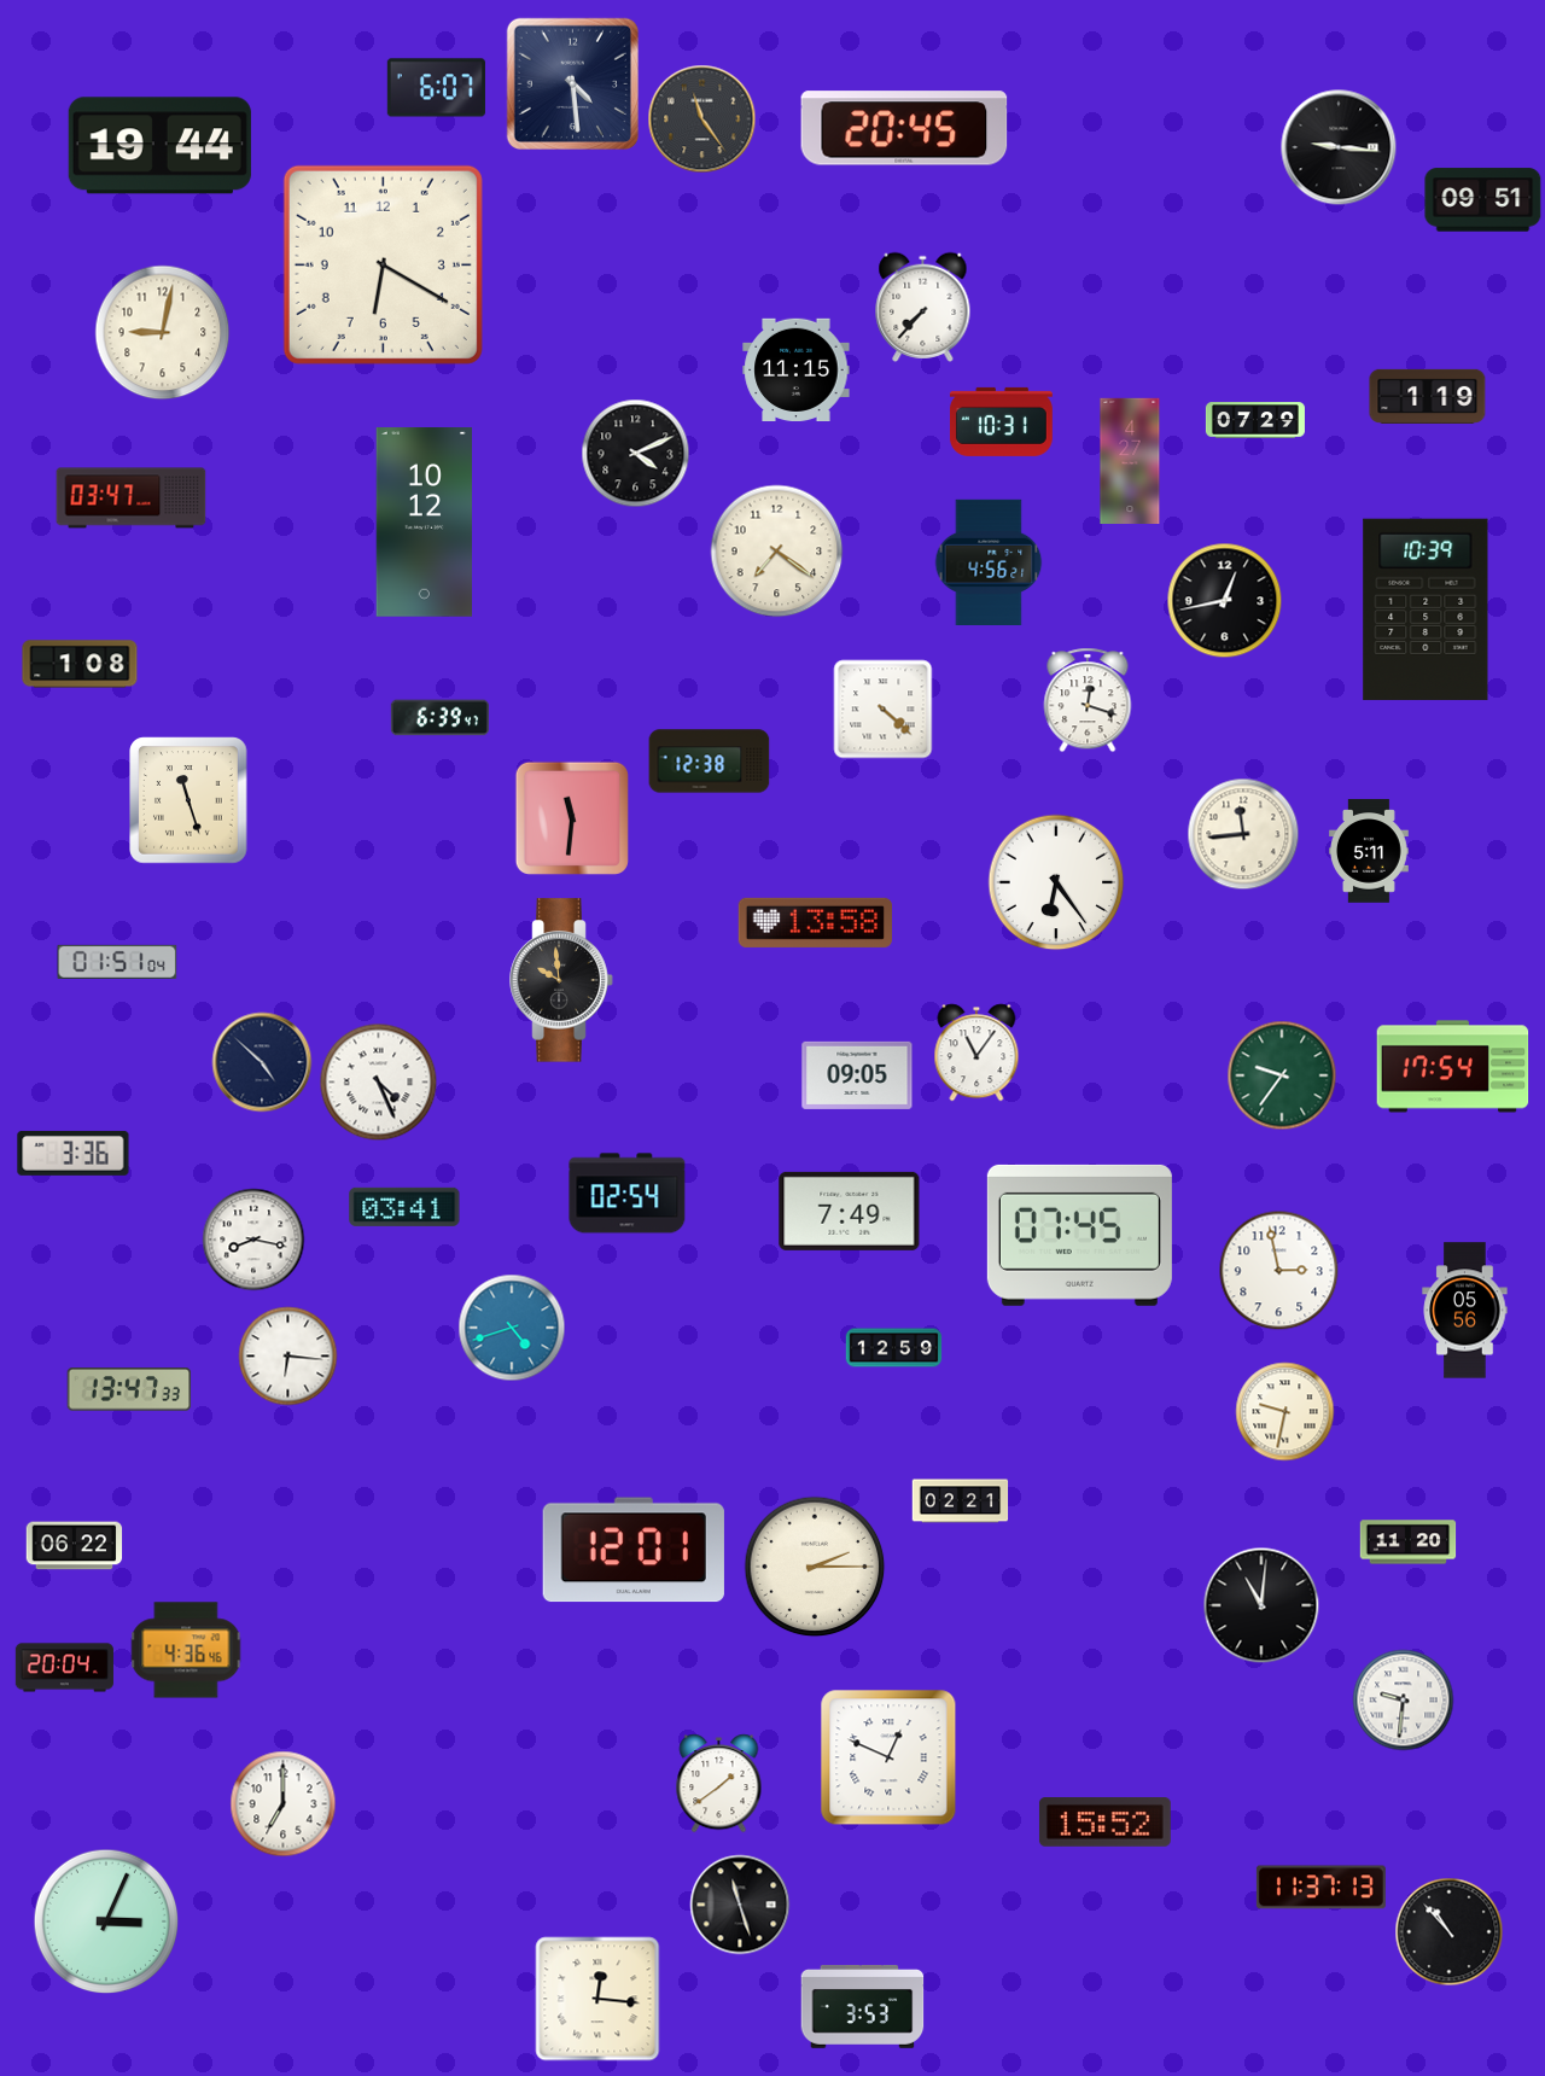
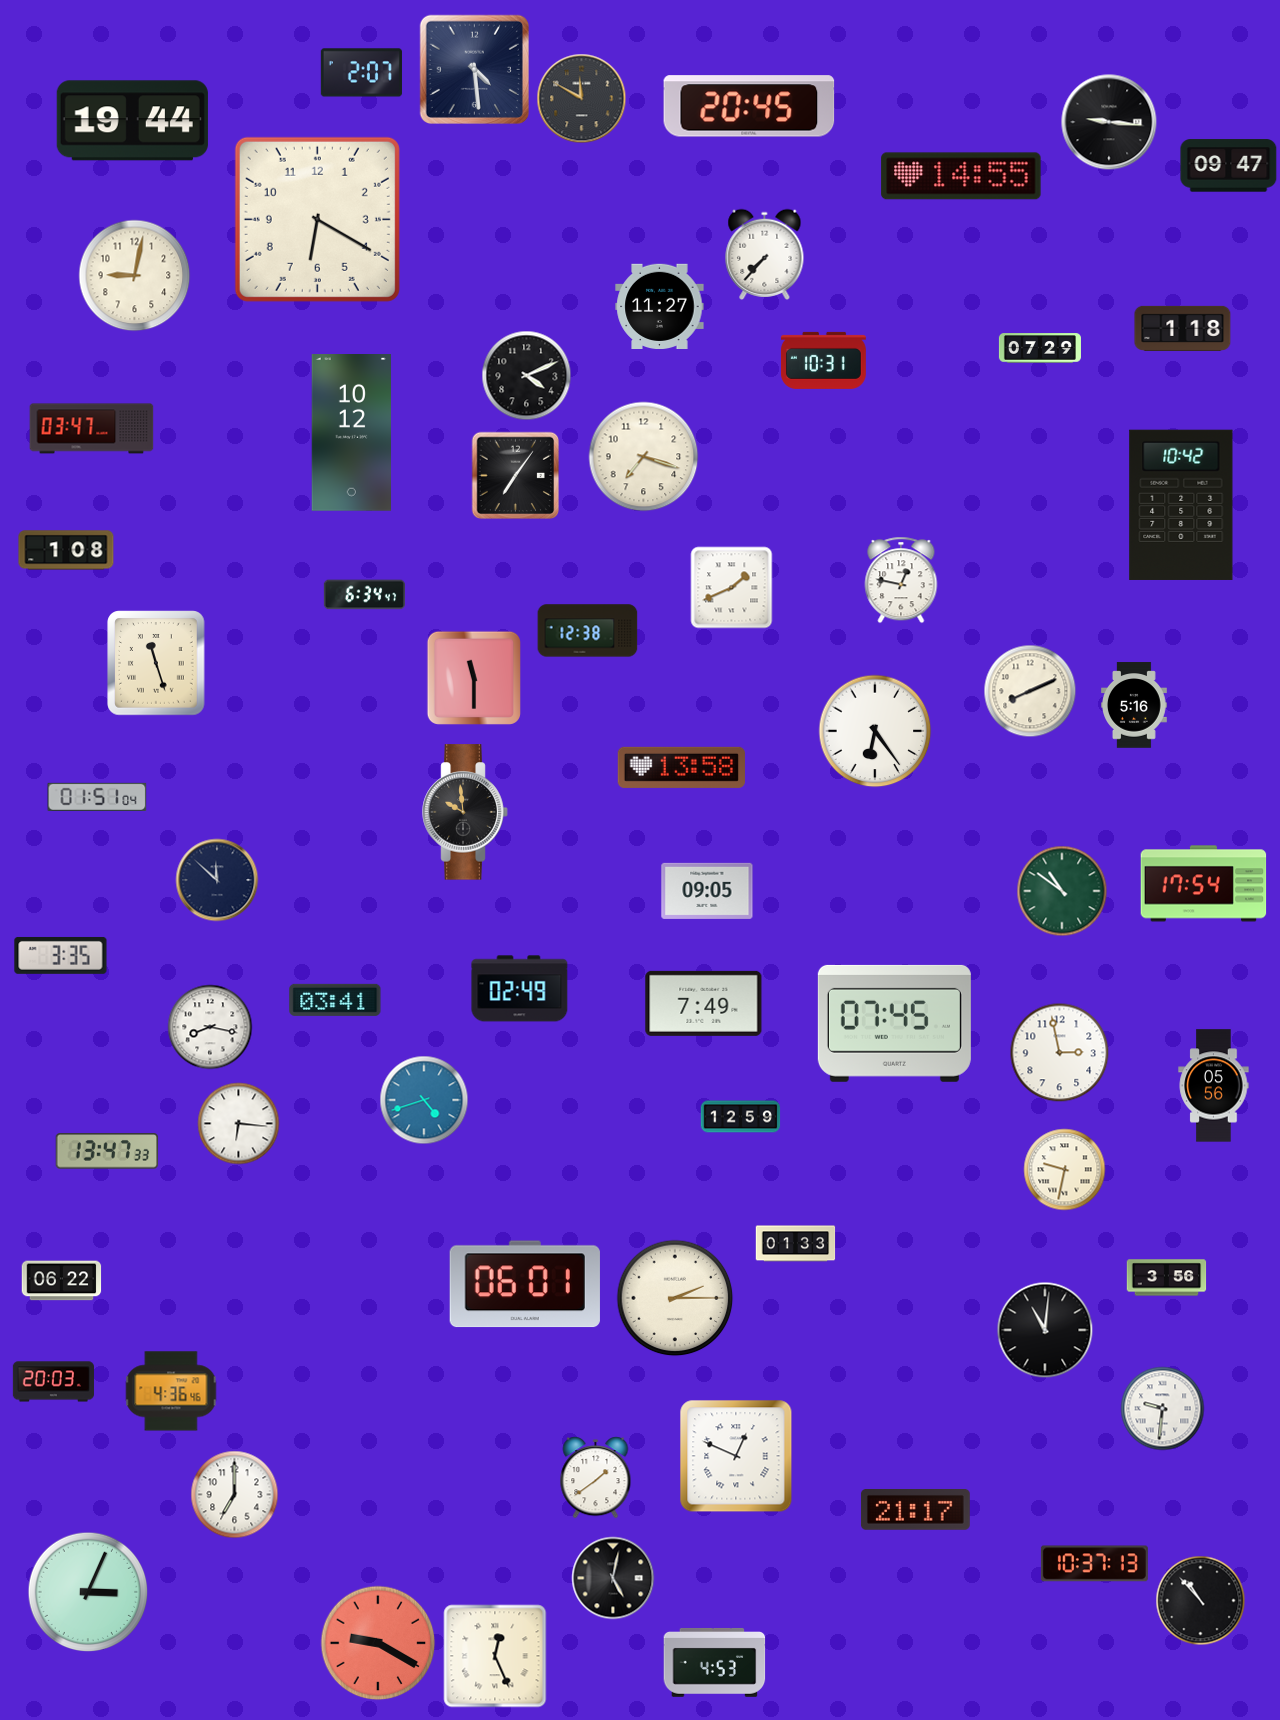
clock at (436, 88): 6:07 -> 2:07
clock at (702, 119): 11:24 -> 11:50
clock at (1483, 200): 09:51 -> 09:47
clock at (961, 176): none -> 14:55
clock at (797, 369): 11:15 -> 11:27
clock at (1428, 396): 1:19 -> 1:18
clock at (1002, 421) position: (1002, 421) -> (824, 360)
clock at (1130, 460): 4:27 -> none
clock at (132, 498) position: (132, 498) -> (92, 429)
clock at (777, 552): 7:21 -> 7:18
clock at (989, 561): 4:56 -> none
clock at (516, 476): none -> 7:06
clock at (1225, 601): 12:43 -> none
clock at (1426, 610): 10:39 -> 10:42
clock at (1088, 700): 12:18 -> 12:47
clock at (884, 710): 4:22 -> 1:41
clock at (439, 718): 6:39 -> 6:34
clock at (572, 818): 11:31 -> 11:30
clock at (1243, 834): 11:44 -> 8:11
clock at (1370, 851): 5:11 -> 5:16
clock at (815, 922) position: (815, 922) -> (681, 767)
clock at (976, 1052): 11:06 -> none
clock at (262, 1062): 4:52 -> 11:52
clock at (857, 1075) position: (857, 1075) -> (707, 891)
clock at (1282, 1075): 9:36 -> 10:51
clock at (379, 1083): 4:26 -> none
clock at (74, 1153): 3:36 -> 3:35
clock at (628, 1194): 02:54 -> 02:49
clock at (961, 1501): 02:21 -> 01:33
clock at (1409, 1543): 11:20 -> 3:56
clock at (634, 1550): 12:01 -> 06:01
clock at (186, 1650) position: (186, 1650) -> (171, 1391)
clock at (64, 1668): 20:04 -> 20:03
clock at (1104, 1823): 15:52 -> 21:17
clock at (1320, 1888): 11:37 -> 10:37
clock at (740, 1905): 11:27 -> 5:02
clock at (378, 1643): none -> 9:20
clock at (597, 1999): 12:16 -> 12:26
clock at (863, 2006): 3:53 -> 4:53
